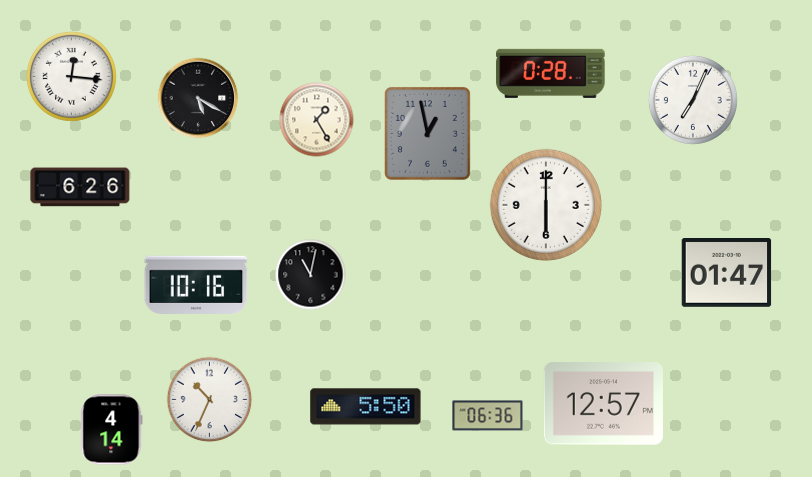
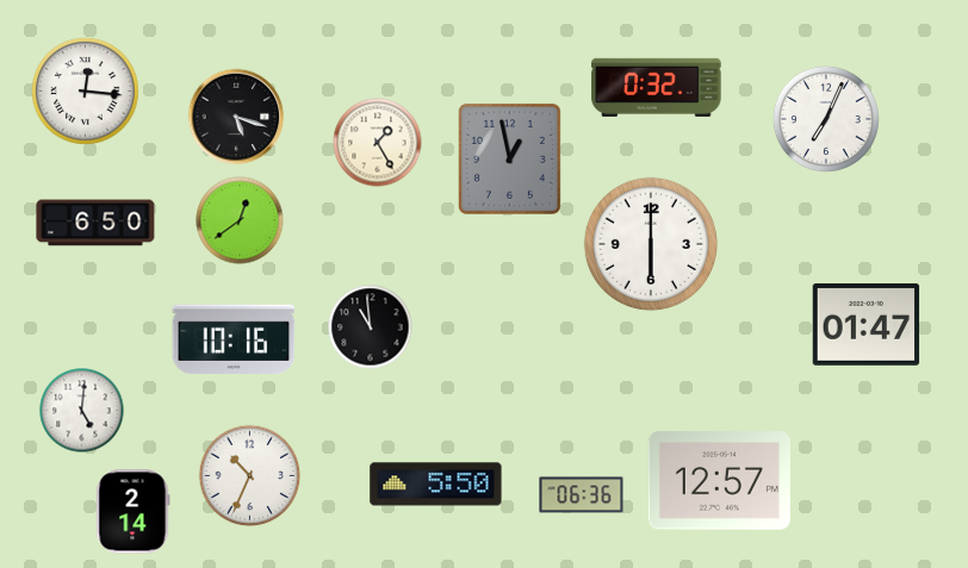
clock at (551, 73): 0:28 -> 0:32
clock at (198, 98): 5:20 -> 5:18
clock at (240, 220): none -> 12:39
clock at (80, 187): 6:26 -> 6:50
clock at (311, 275): 11:02 -> 10:59
clock at (82, 411): none -> 5:01
clock at (112, 430): 4:14 -> 2:14
